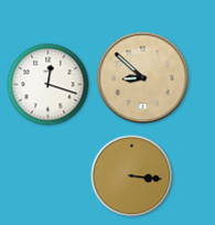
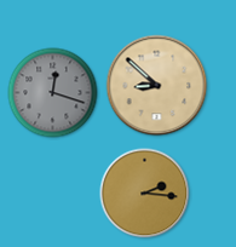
clock at (49, 85) dial: white -> grey
clock at (132, 176): 3:16 -> 2:16
